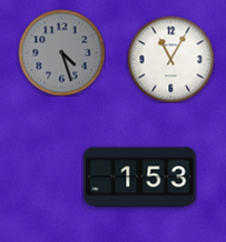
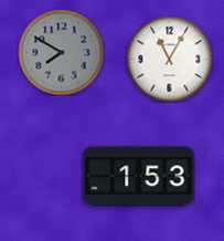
clock at (61, 52): 4:27 -> 7:50
